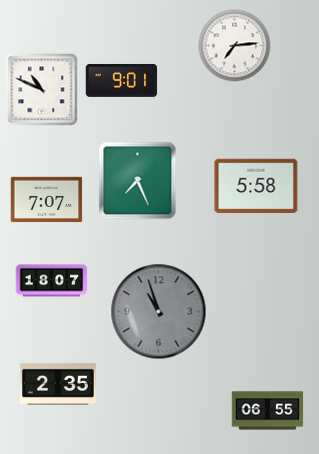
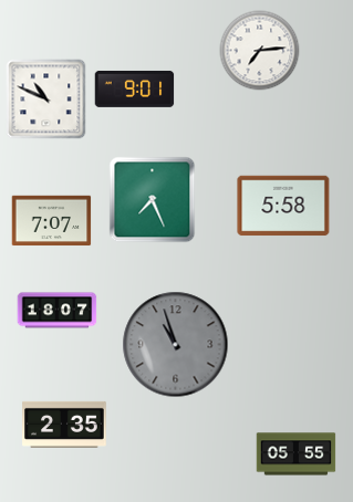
clock at (268, 411): 06:55 -> 05:55
